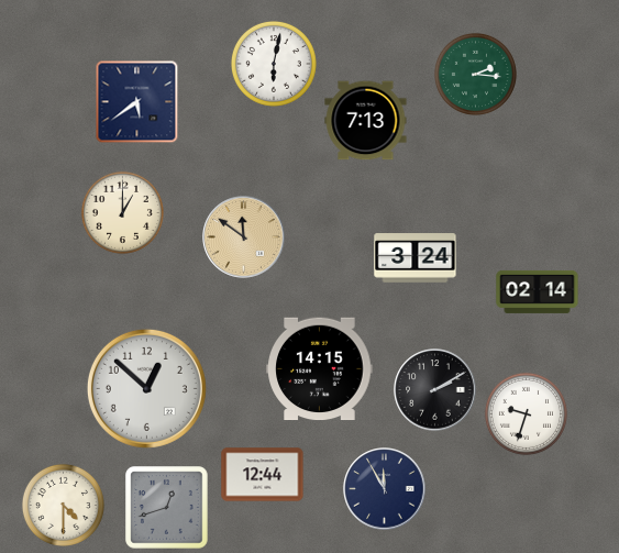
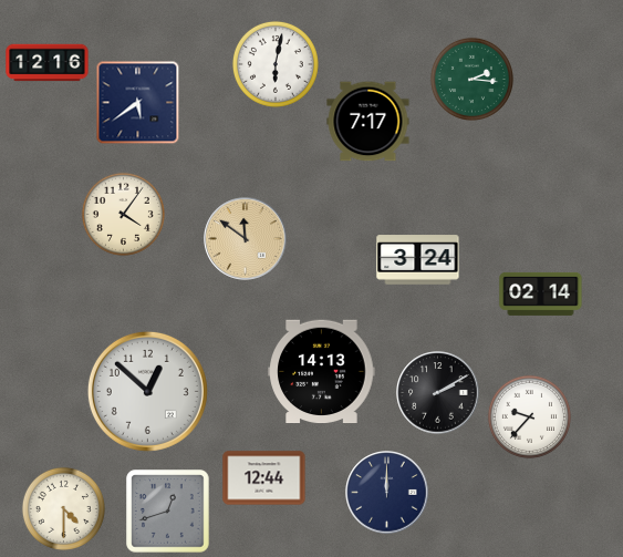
clock at (48, 63): none -> 12:16
clock at (475, 74) position: (475, 74) -> (471, 79)
clock at (366, 121): 7:13 -> 7:17
clock at (122, 212): 1:00 -> 4:06
clock at (320, 369): 14:15 -> 14:13
clock at (526, 413): 9:33 -> 9:37
clock at (385, 489): 11:55 -> 12:00
